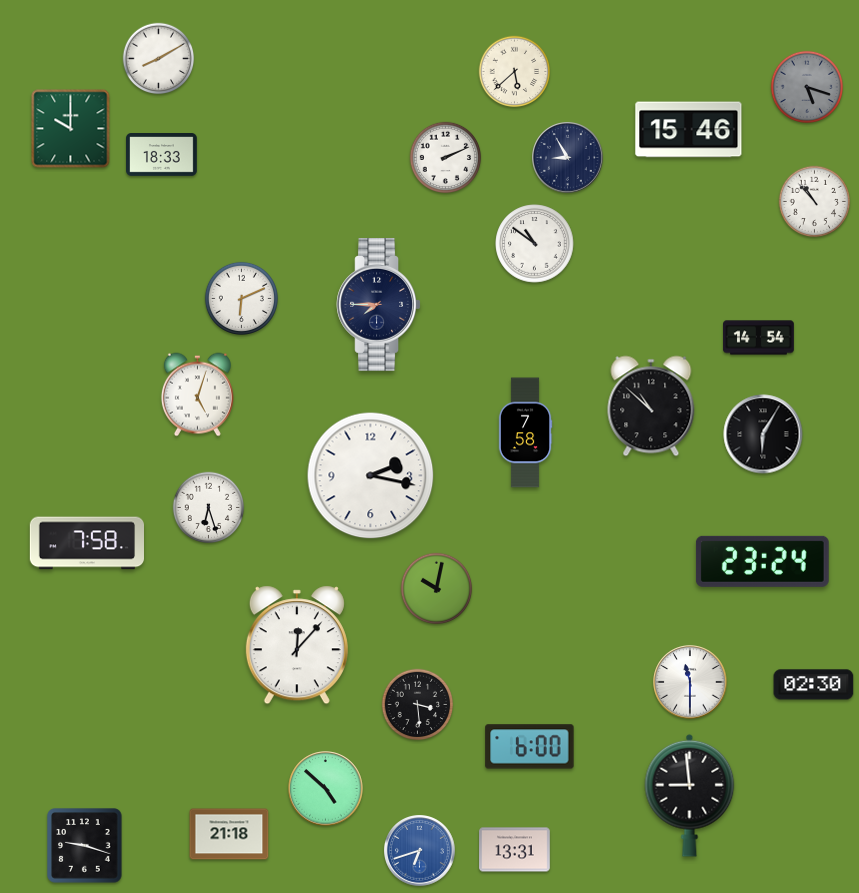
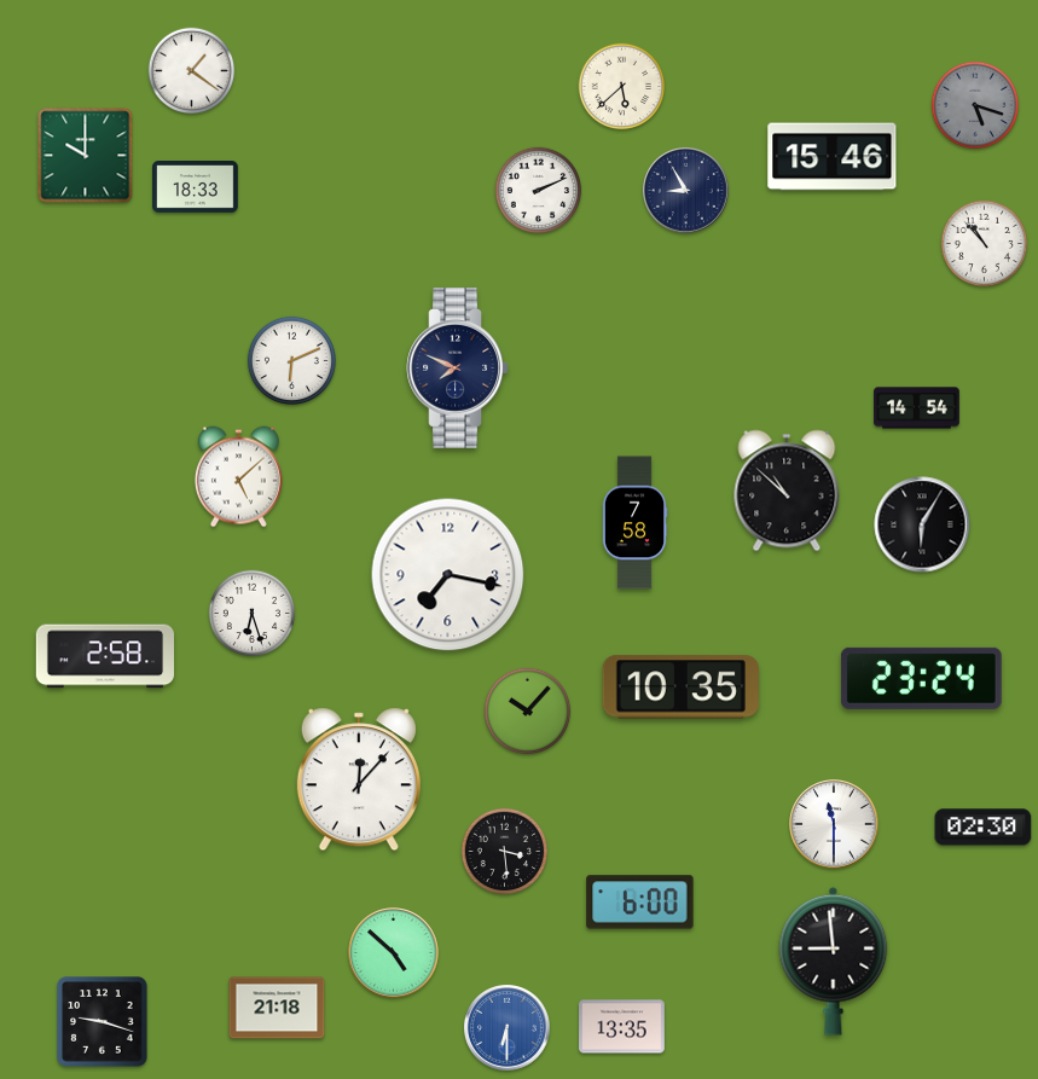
clock at (159, 59): 8:10 -> 1:21
clock at (535, 244): 10:51 -> none
clock at (379, 305): 7:45 -> 7:49
clock at (197, 395): 5:03 -> 5:08
clock at (371, 476): 2:17 -> 7:17
clock at (86, 543): 7:58 -> 2:58
clock at (680, 688): none -> 10:35
clock at (437, 589): 10:02 -> 10:07
clock at (515, 850): 13:31 -> 13:35
clock at (420, 851): 6:42 -> 6:30
